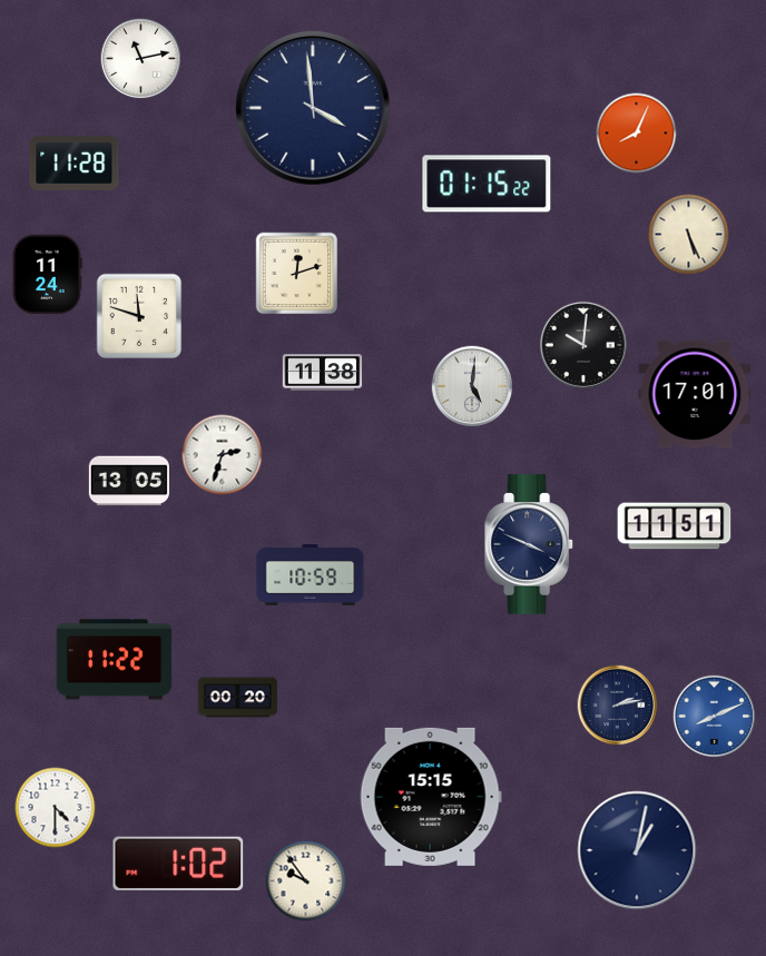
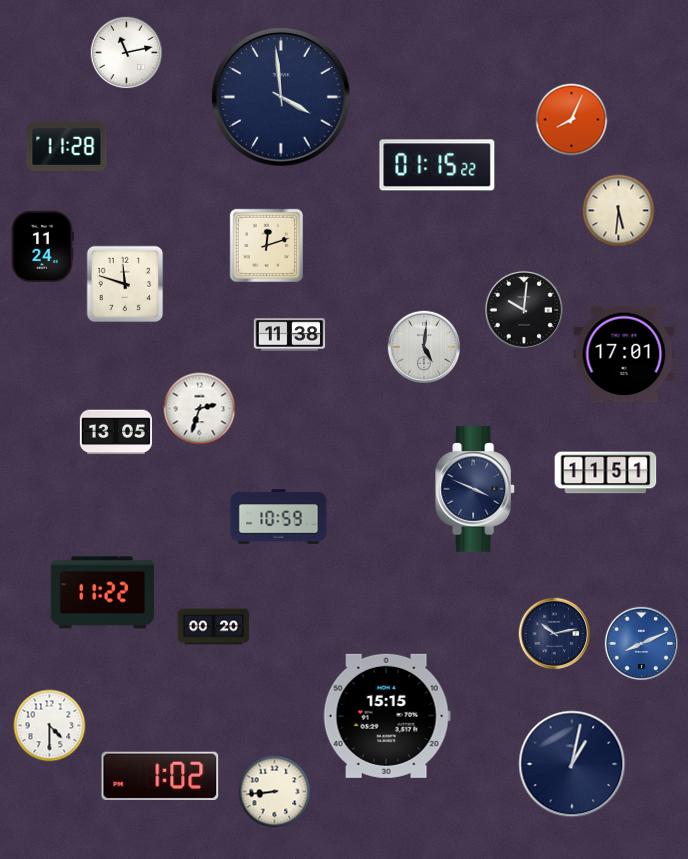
clock at (689, 235): 5:26 -> 5:31
clock at (618, 706): 2:13 -> 10:13
clock at (306, 881): 9:54 -> 8:44
